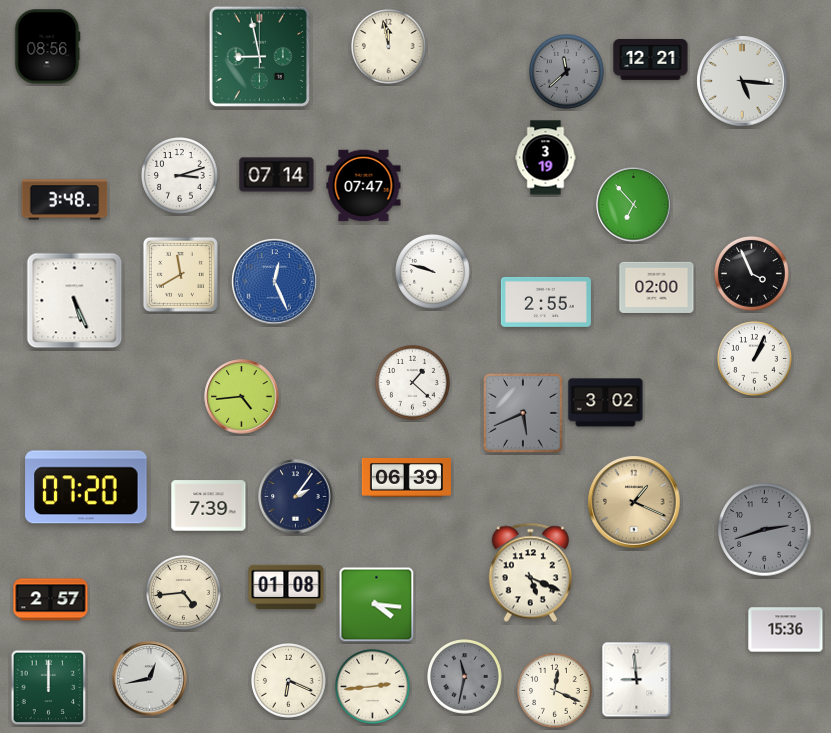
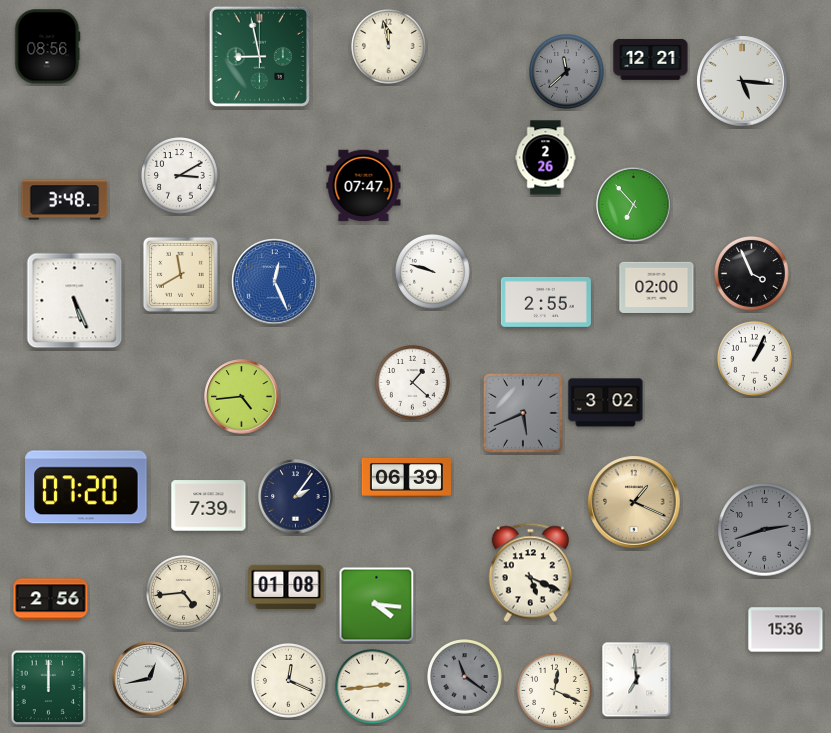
clock at (546, 158): 3:19 -> 2:26
clock at (277, 175): 07:14 -> none
clock at (180, 176): 3:12 -> 3:10
clock at (51, 600): 2:57 -> 2:56
clock at (465, 677): 11:32 -> 11:21
clock at (637, 680): 8:59 -> 6:59
clock at (289, 681): 6:19 -> 12:19
